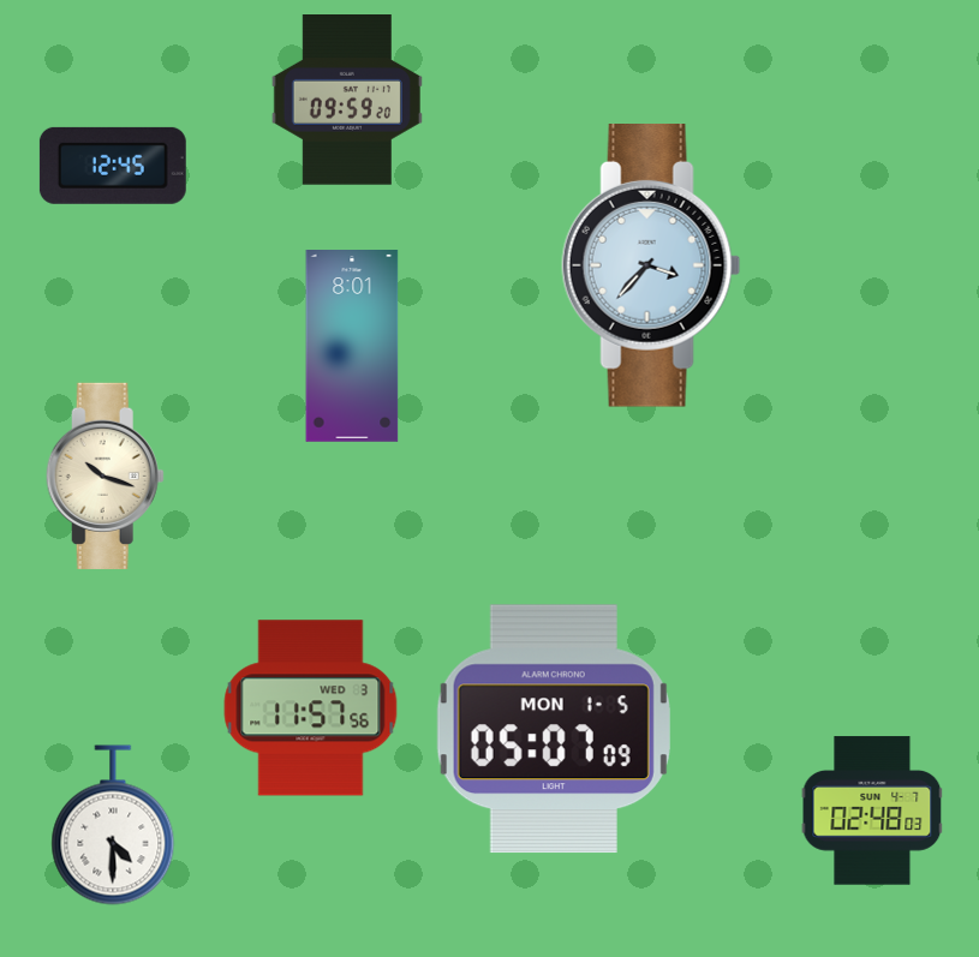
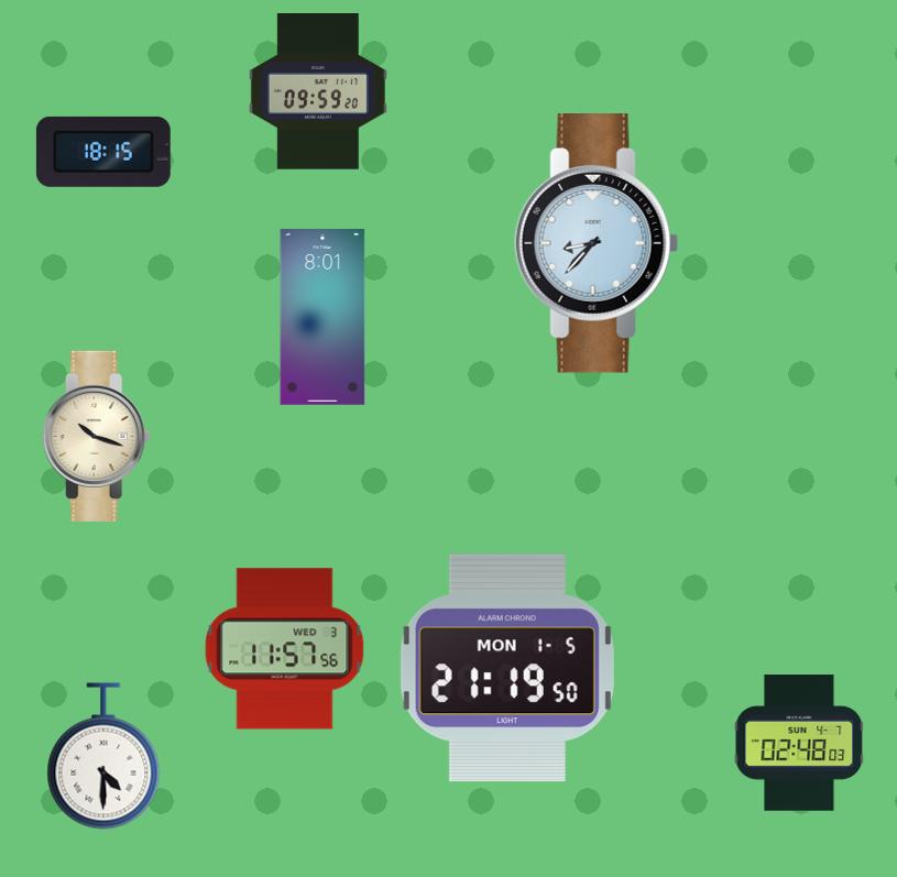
clock at (113, 166): 12:45 -> 18:15
clock at (651, 267): 3:37 -> 8:37
clock at (554, 729): 05:07 -> 21:19
